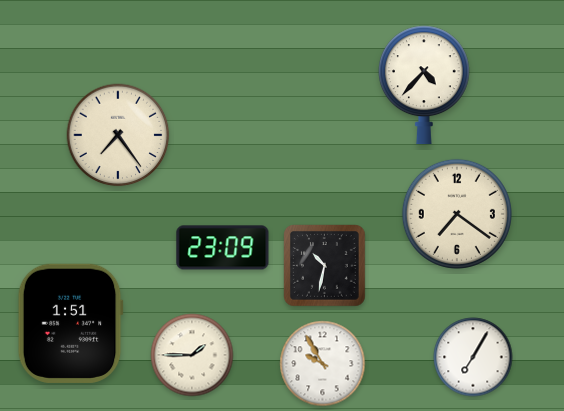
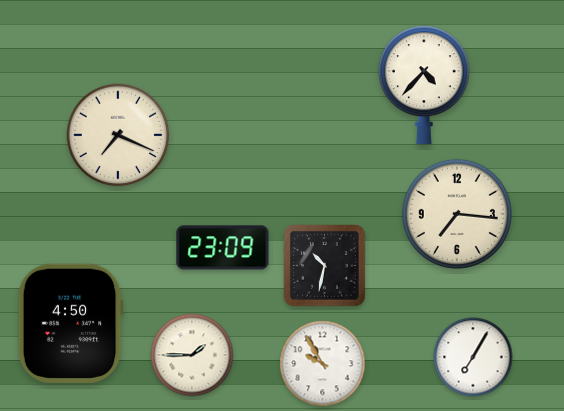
clock at (118, 135): 7:24 -> 7:19
clock at (457, 214): 7:21 -> 7:16
clock at (70, 323): 1:51 -> 4:50
